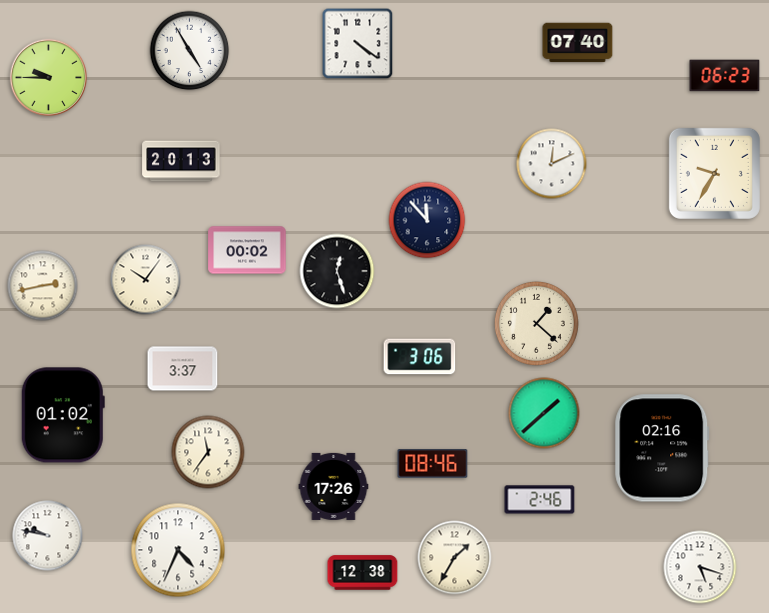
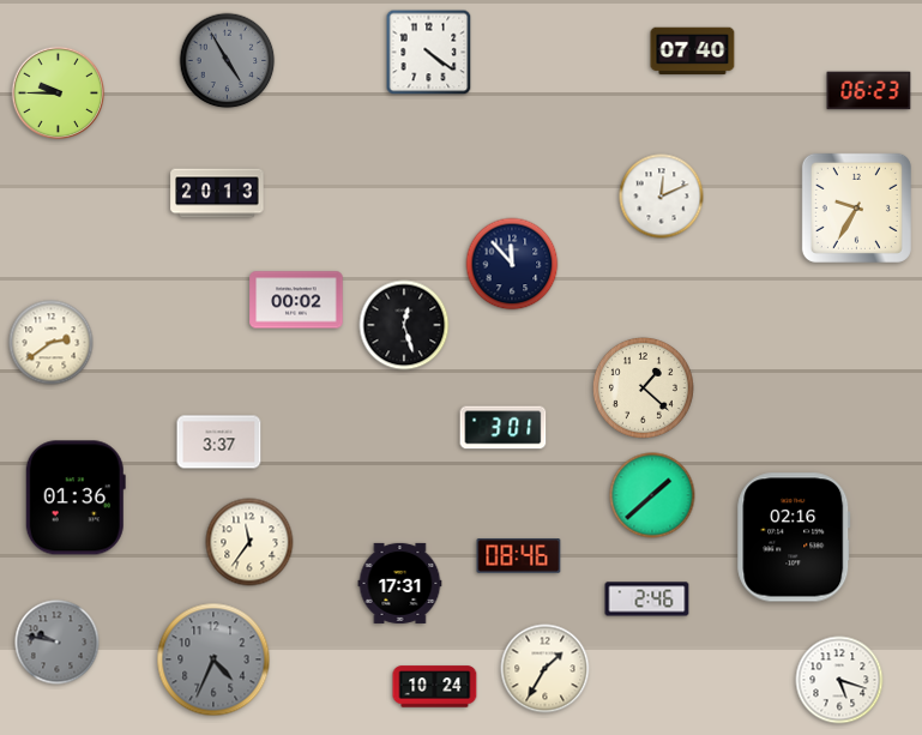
clock at (190, 51) dial: white -> grey
clock at (146, 280): 10:06 -> none
clock at (43, 286): 2:43 -> 2:39
clock at (420, 357): 3:06 -> 3:01
clock at (63, 415): 01:02 -> 01:36
clock at (334, 486): 17:26 -> 17:31
clock at (48, 536) dial: white -> grey
clock at (178, 550) dial: white -> grey
clock at (363, 573): 12:38 -> 10:24
